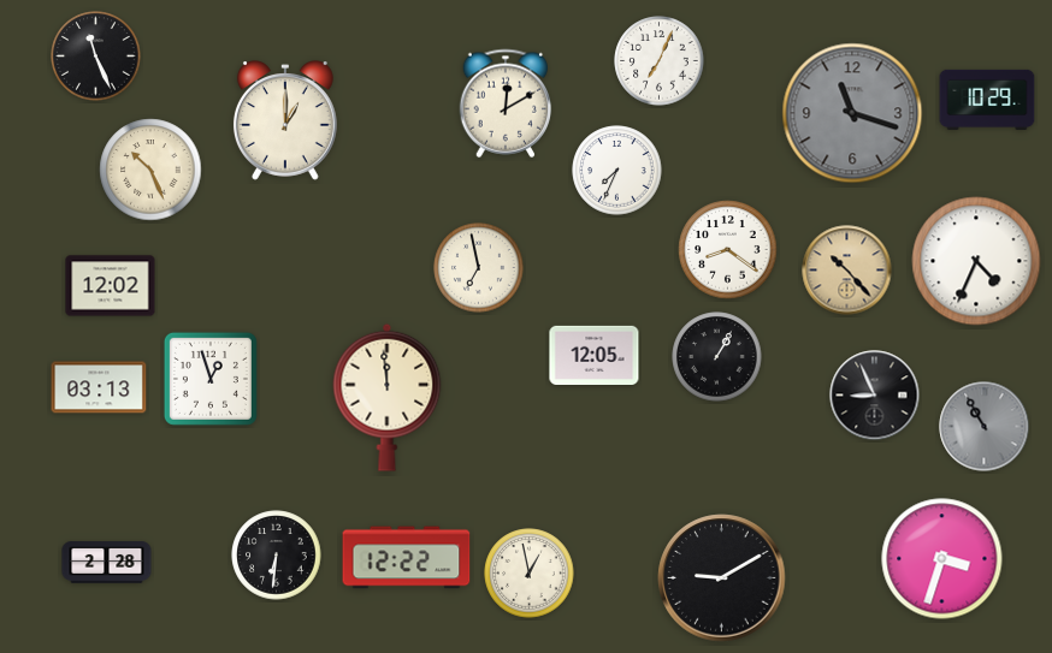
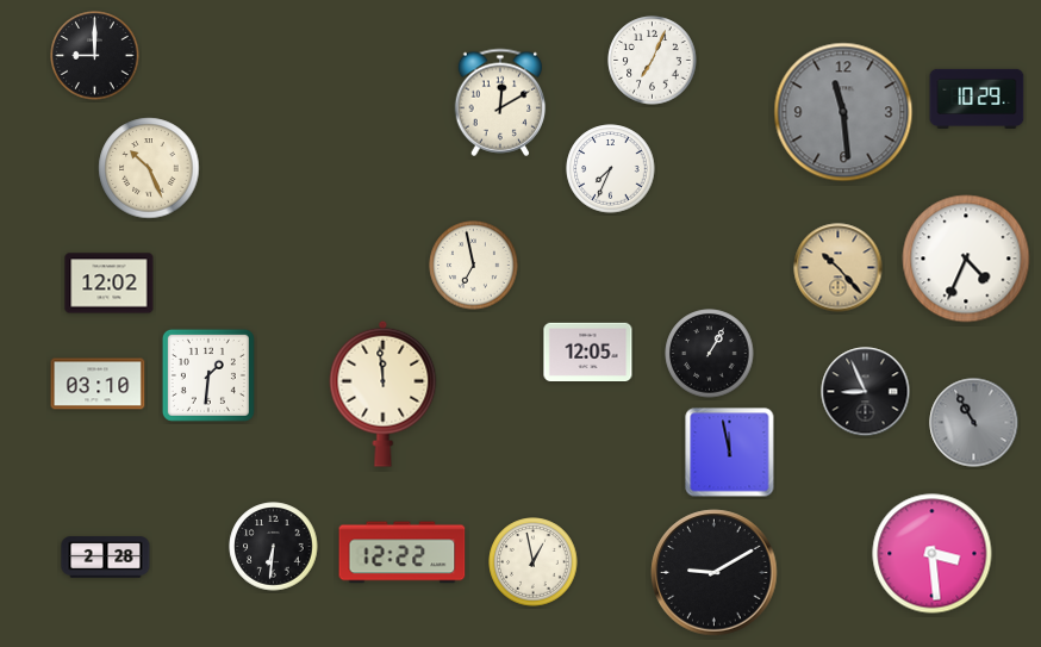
clock at (96, 57): 11:26 -> 9:00
clock at (852, 113): 11:18 -> 11:29
clock at (285, 120): 1:00 -> none
clock at (728, 250): 8:21 -> none
clock at (211, 379): 12:57 -> 1:31
clock at (99, 387): 03:13 -> 03:10
clock at (730, 453): none -> 11:58
clock at (277, 556) position: (277, 556) -> (274, 547)
clock at (942, 559): 3:33 -> 3:29
clock at (530, 574) position: (530, 574) -> (534, 562)
